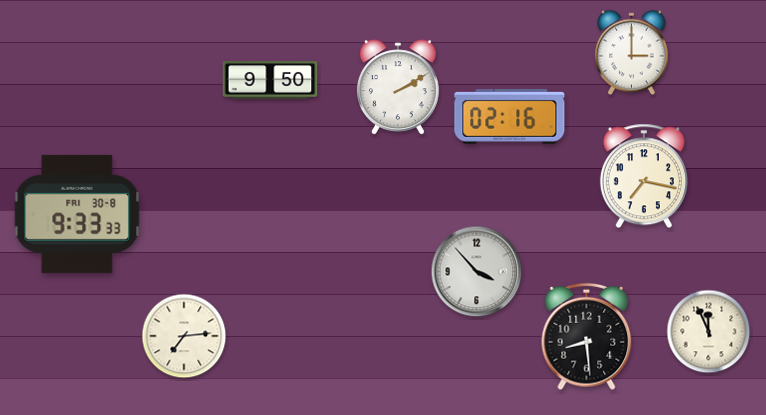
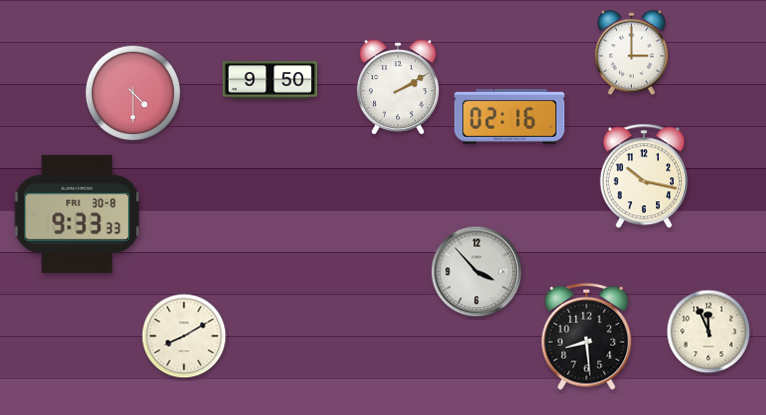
clock at (133, 93): none -> 4:30
clock at (644, 176): 7:17 -> 10:17
clock at (184, 336): 7:14 -> 8:10
